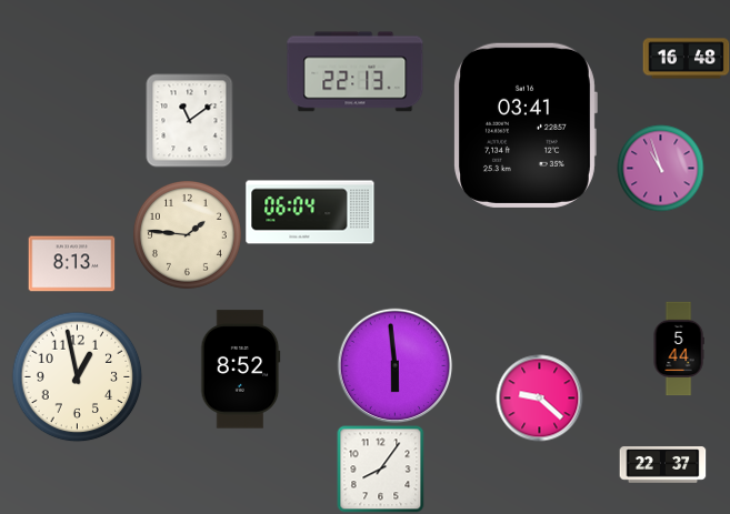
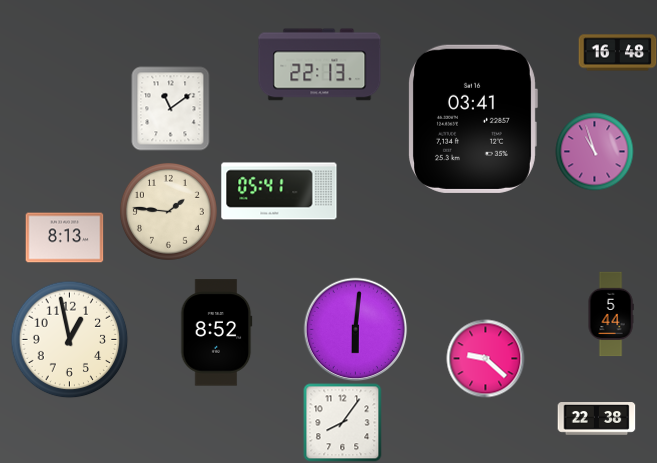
clock at (526, 125) position: (526, 125) -> (473, 119)
clock at (310, 212): 06:04 -> 05:41
clock at (394, 365): 5:59 -> 6:01
clock at (662, 465): 22:37 -> 22:38
